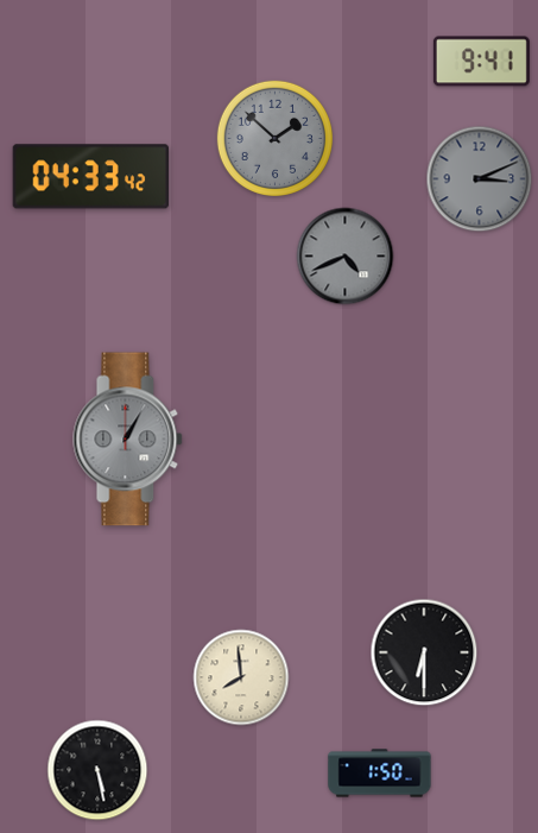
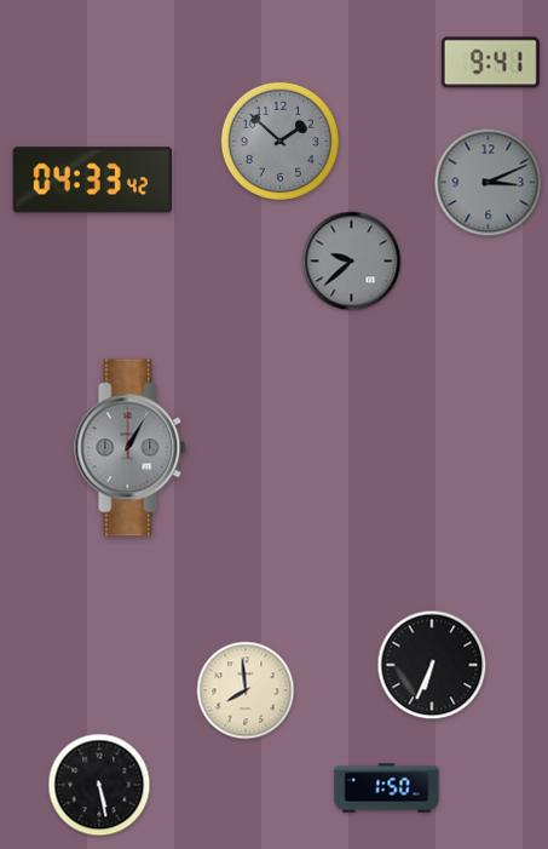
clock at (346, 257): 4:41 -> 9:38
clock at (424, 652): 6:30 -> 6:34
